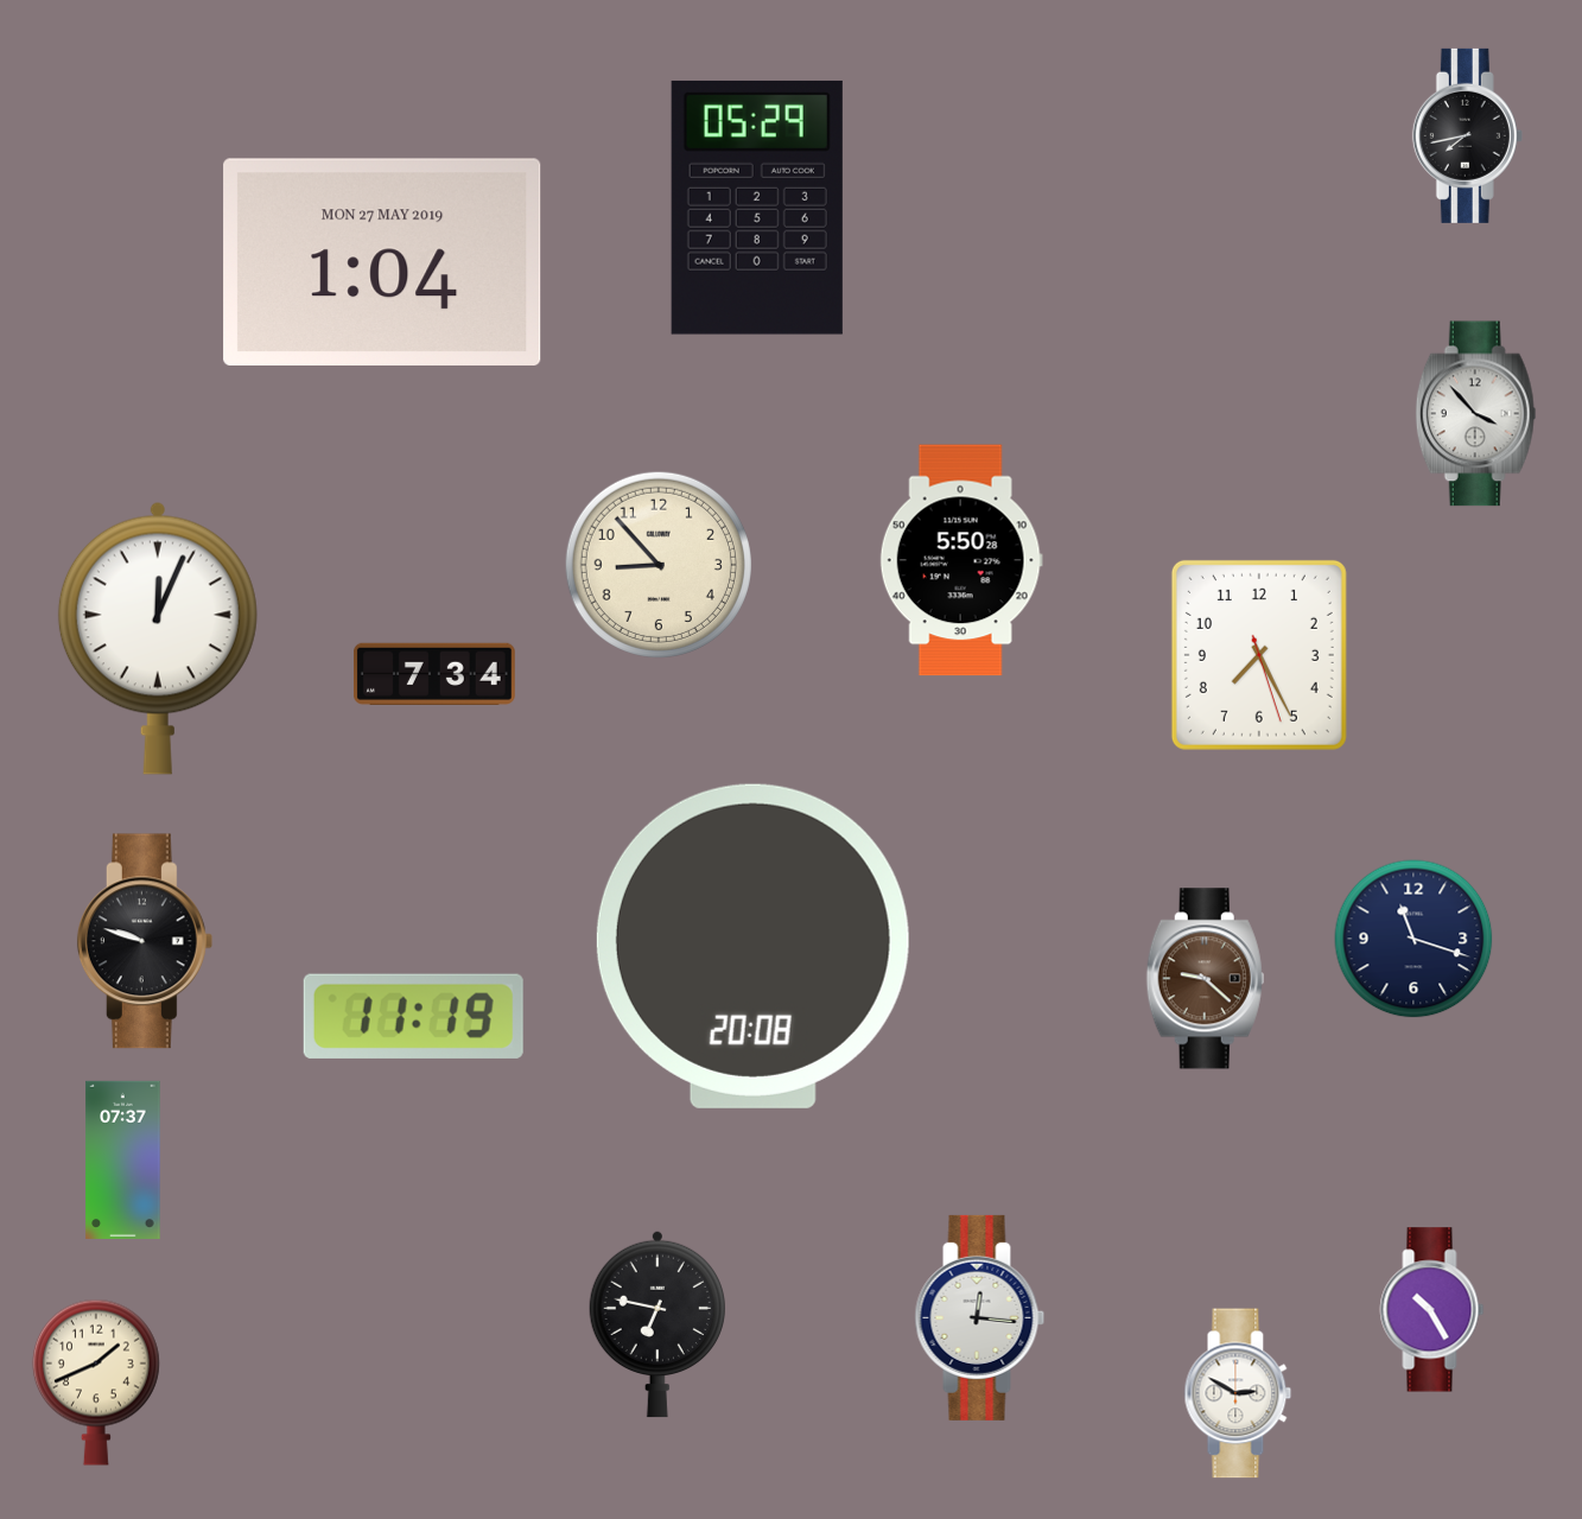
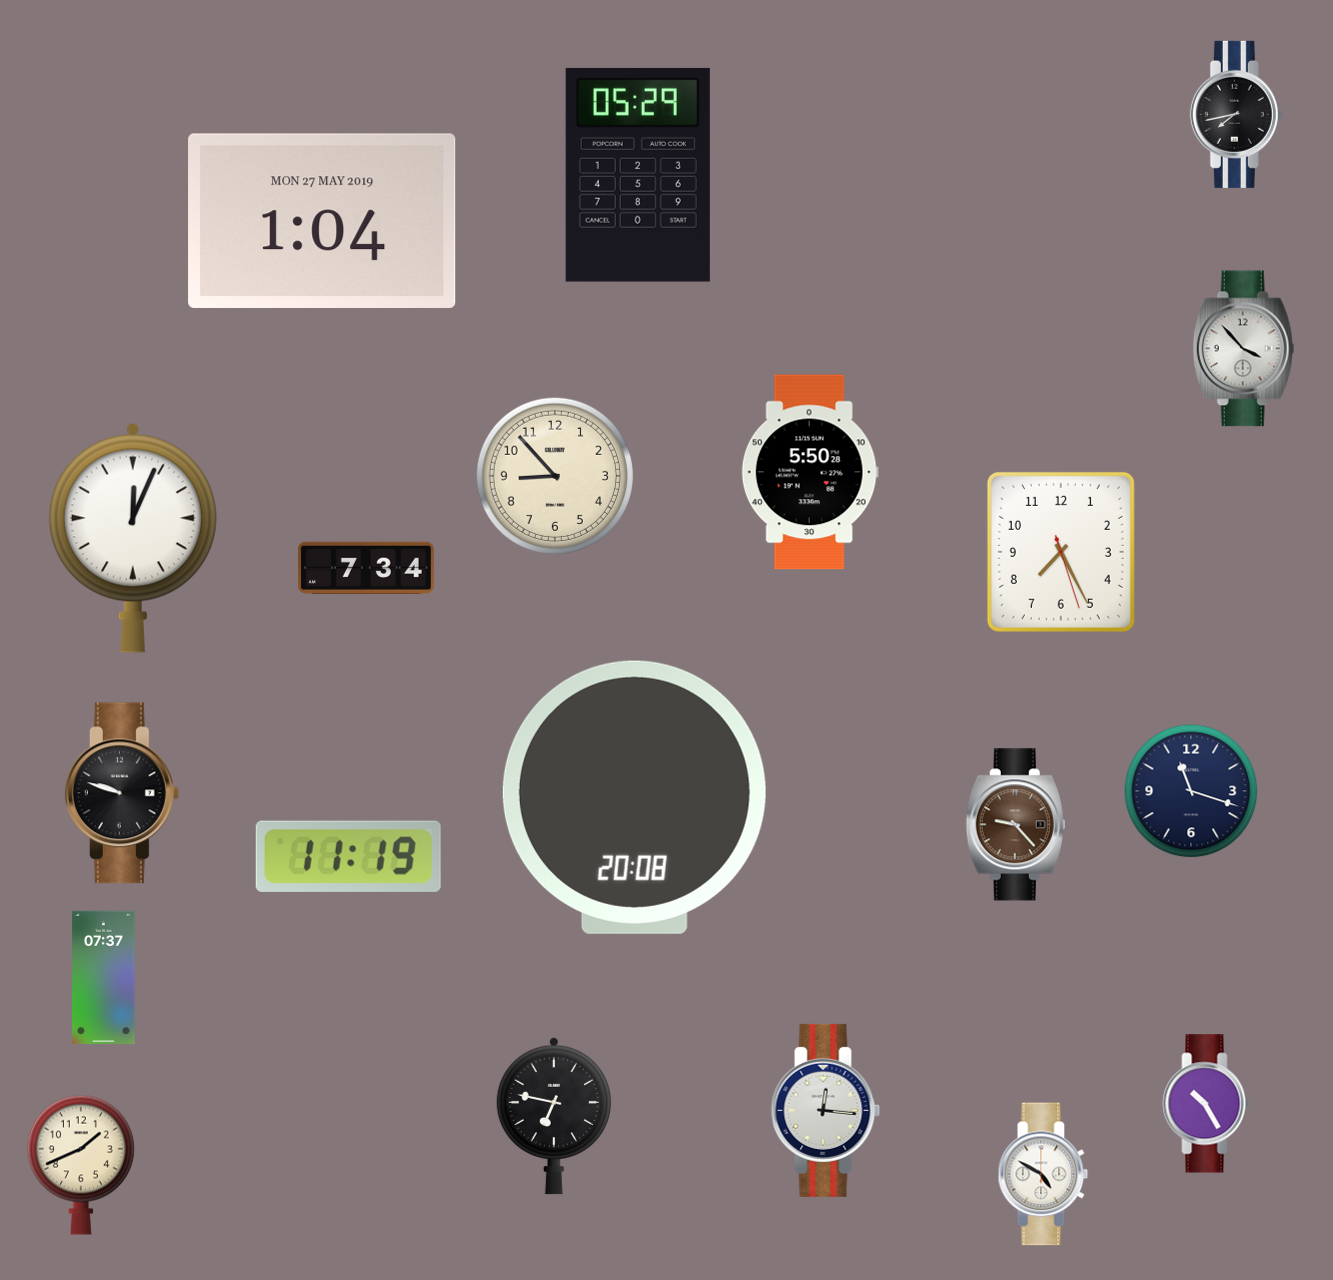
clock at (1205, 979): 9:22 -> 9:23
clock at (1238, 1393): 2:50 -> 4:50
